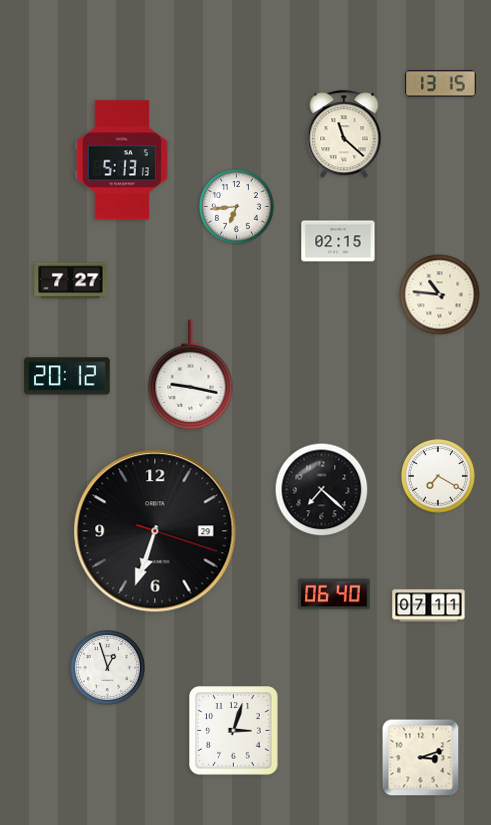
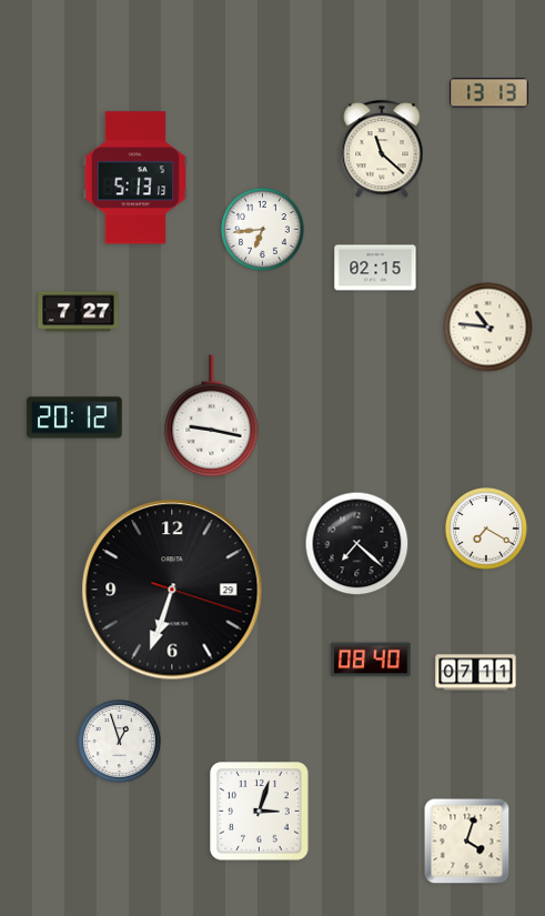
clock at (441, 84): 13:15 -> 13:13
clock at (334, 594): 06:40 -> 08:40
clock at (421, 758): 3:12 -> 4:03
